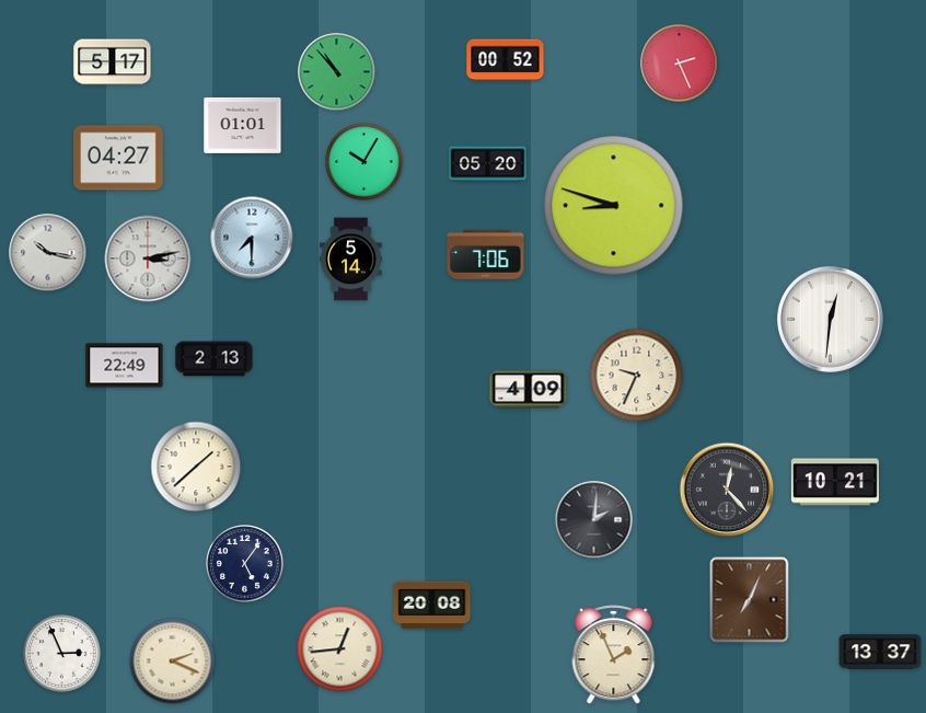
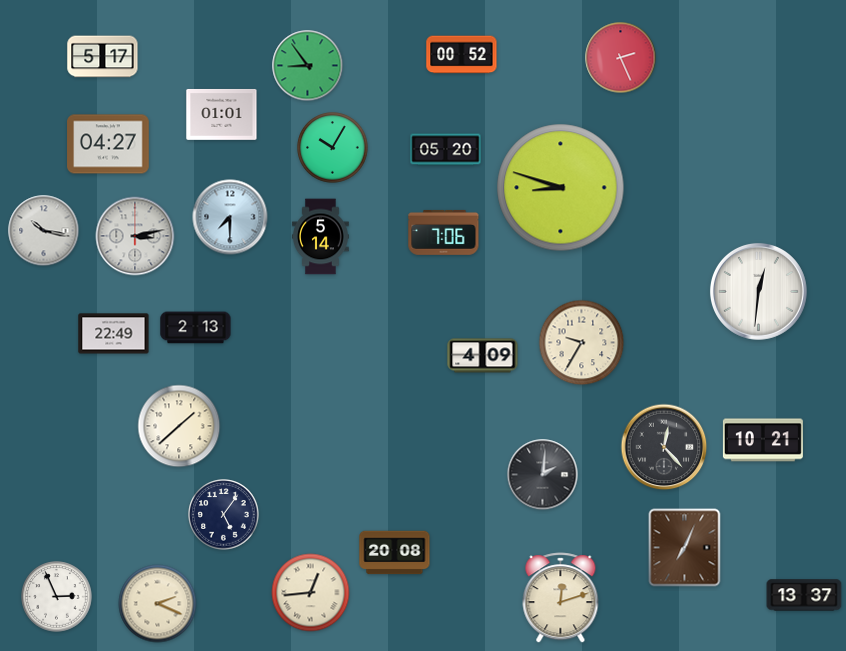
clock at (337, 72): 10:53 -> 8:54
clock at (637, 376): 9:34 -> 9:35
clock at (614, 655): 1:56 -> 12:12
